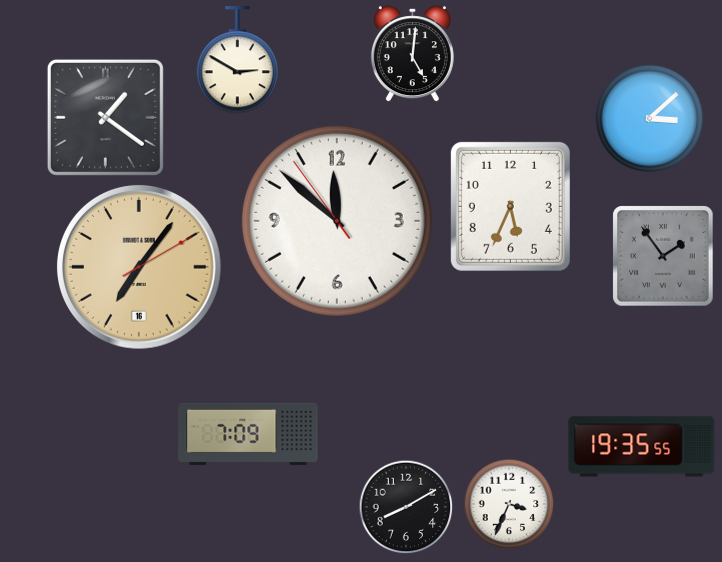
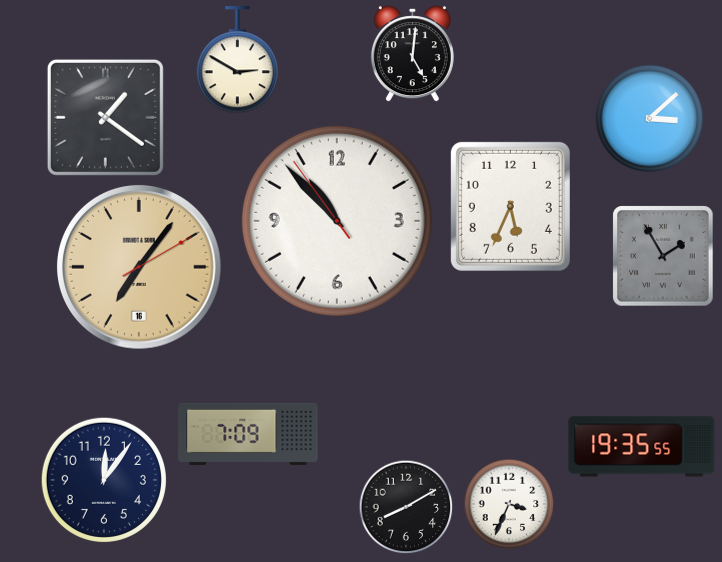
clock at (337, 221): 11:51 -> 10:52
clock at (663, 256): 1:54 -> 1:55
clock at (104, 480): none -> 12:06
